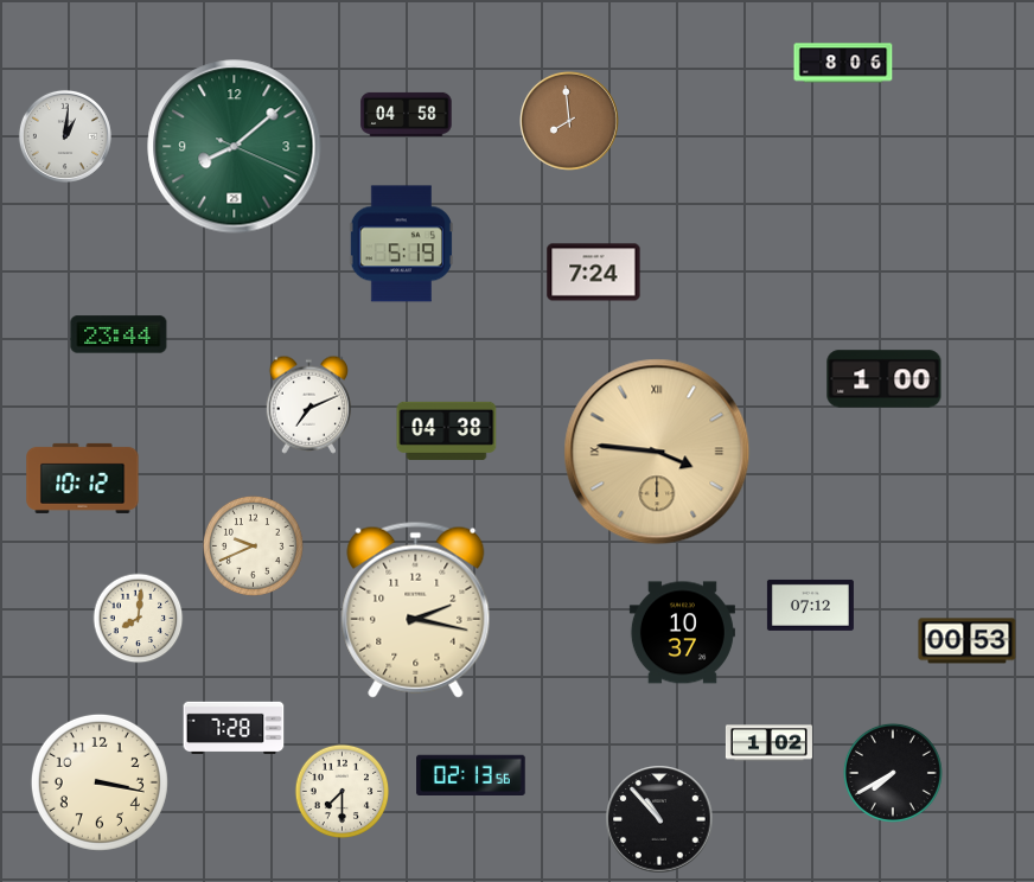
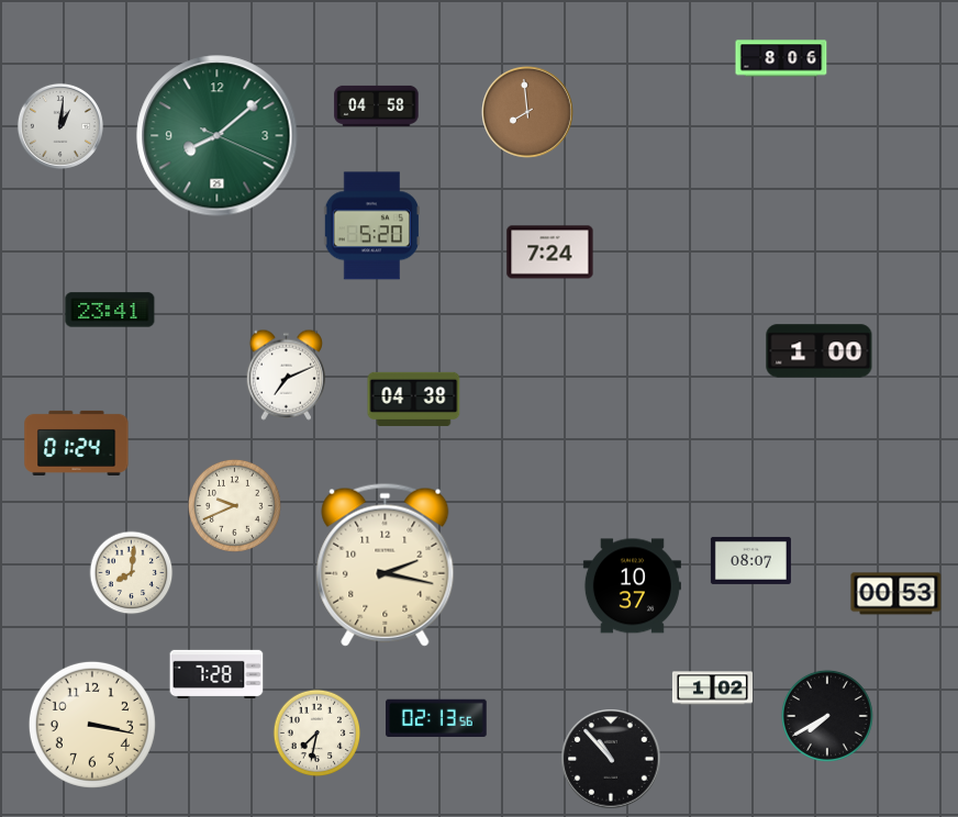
clock at (401, 244): 5:19 -> 5:20
clock at (119, 334): 23:44 -> 23:41
clock at (657, 452): 3:46 -> none
clock at (83, 478): 10:12 -> 01:24
clock at (810, 605): 07:12 -> 08:07
clock at (139, 619) position: (139, 619) -> (132, 573)
clock at (343, 792): 7:30 -> 7:32
